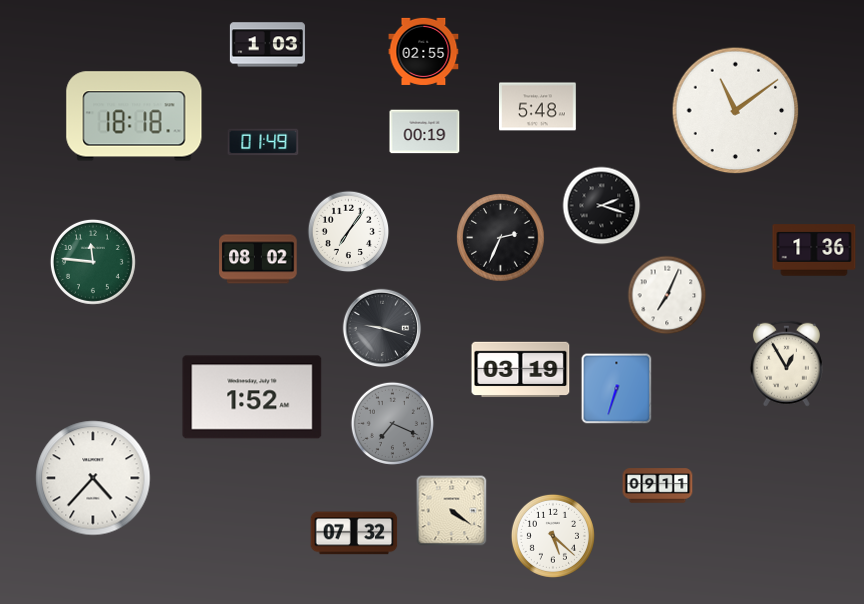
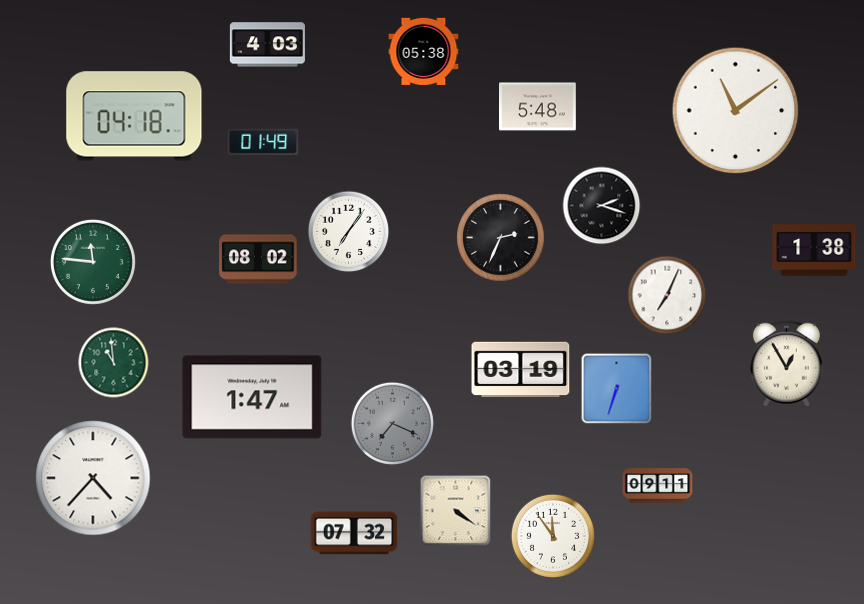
clock at (267, 45): 1:03 -> 4:03
clock at (424, 51): 02:55 -> 05:38
clock at (134, 116): 18:18 -> 04:18
clock at (425, 132): 00:19 -> none
clock at (814, 250): 1:36 -> 1:38
clock at (382, 328): 9:18 -> none
clock at (114, 363): none -> 10:59
clock at (252, 397): 1:52 -> 1:47
clock at (452, 511) position: (452, 511) -> (456, 511)
clock at (553, 536): 5:22 -> 11:54
